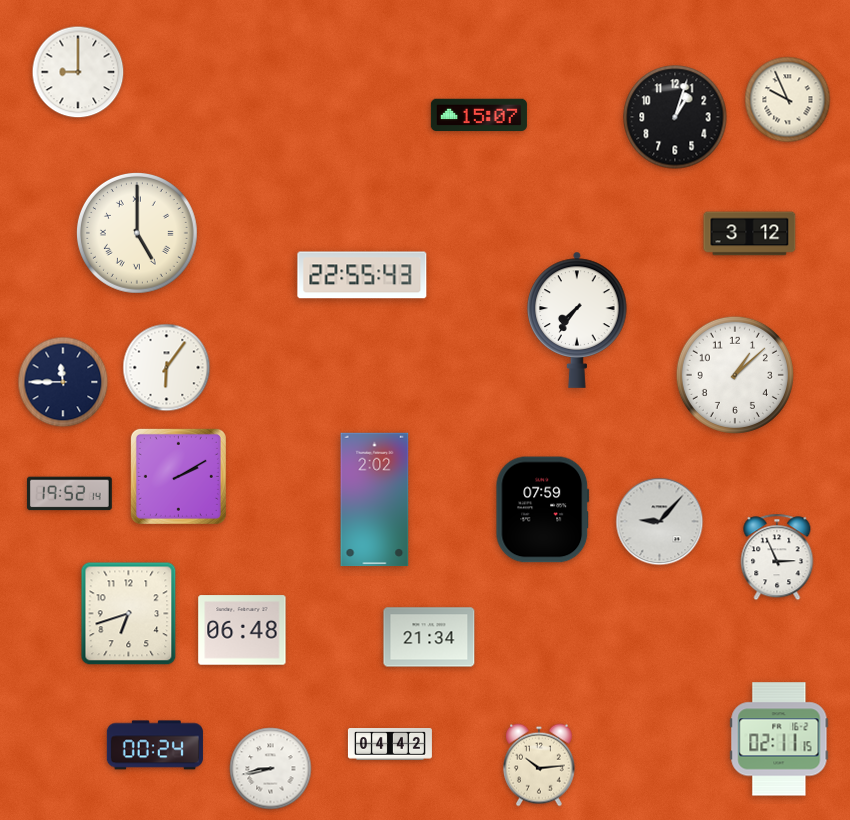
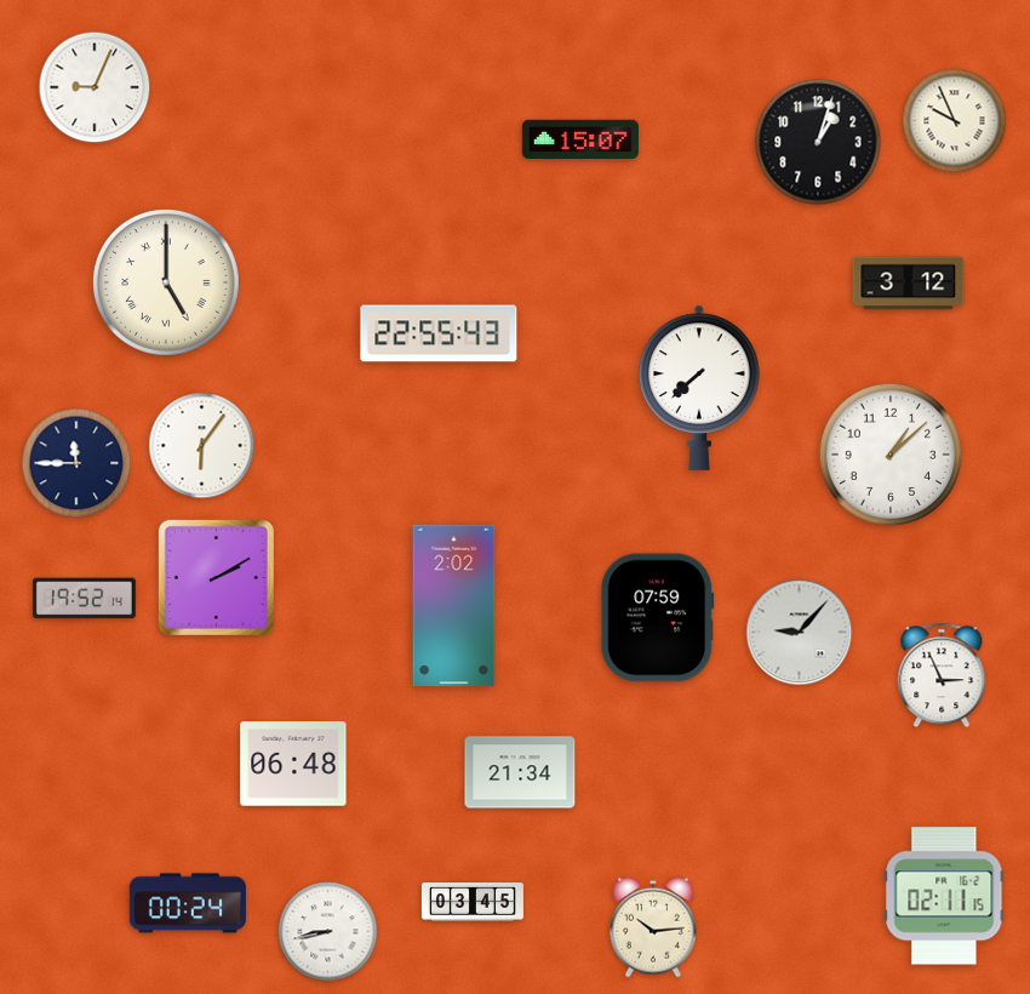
clock at (78, 72): 9:00 -> 9:04
clock at (577, 320): 7:36 -> 7:38
clock at (129, 614): 6:42 -> none
clock at (390, 745): 04:42 -> 03:45
